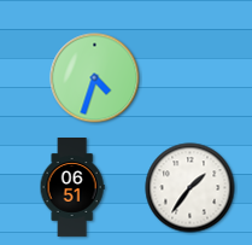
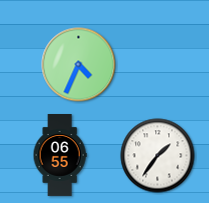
clock at (95, 78): 4:33 -> 4:34
clock at (72, 188): 06:51 -> 06:55
